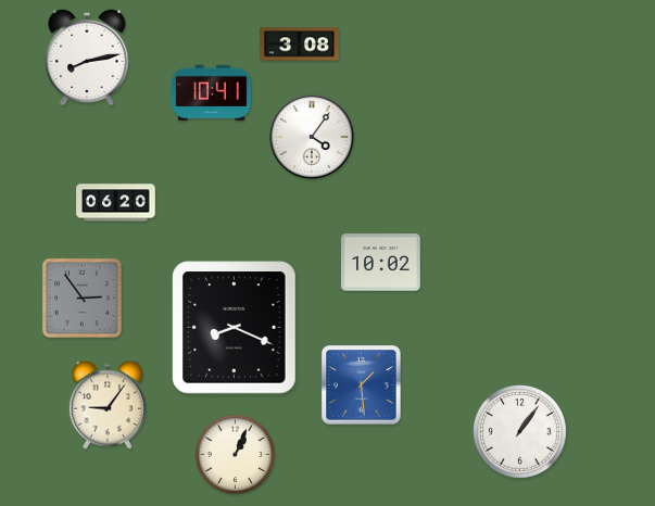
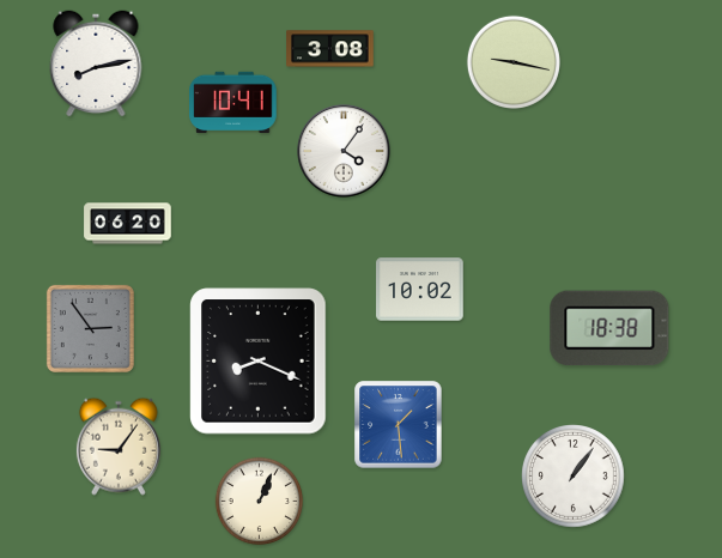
clock at (514, 62): none -> 9:17
clock at (609, 328): none -> 18:38
